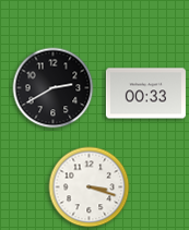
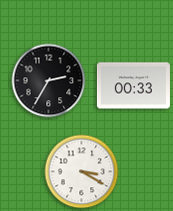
clock at (54, 88): 2:40 -> 2:35
clock at (90, 187): 3:18 -> 3:20
